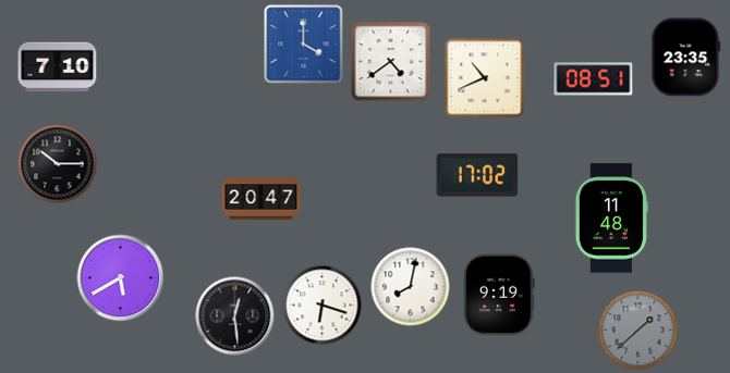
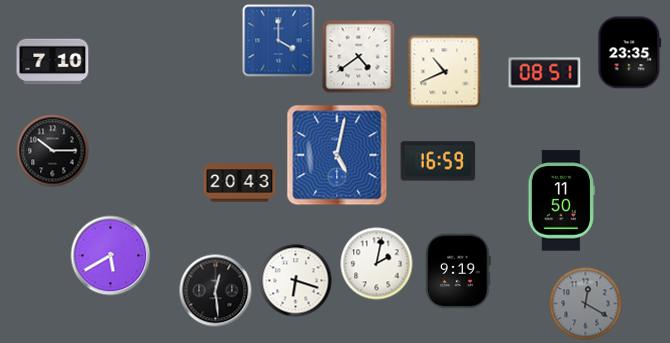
clock at (337, 155): none -> 5:02
clock at (477, 175): 17:02 -> 16:59
clock at (261, 199): 20:47 -> 20:43
clock at (611, 219): 11:48 -> 11:50
clock at (411, 287): 8:02 -> 2:02
clock at (638, 331): 1:38 -> 12:20
